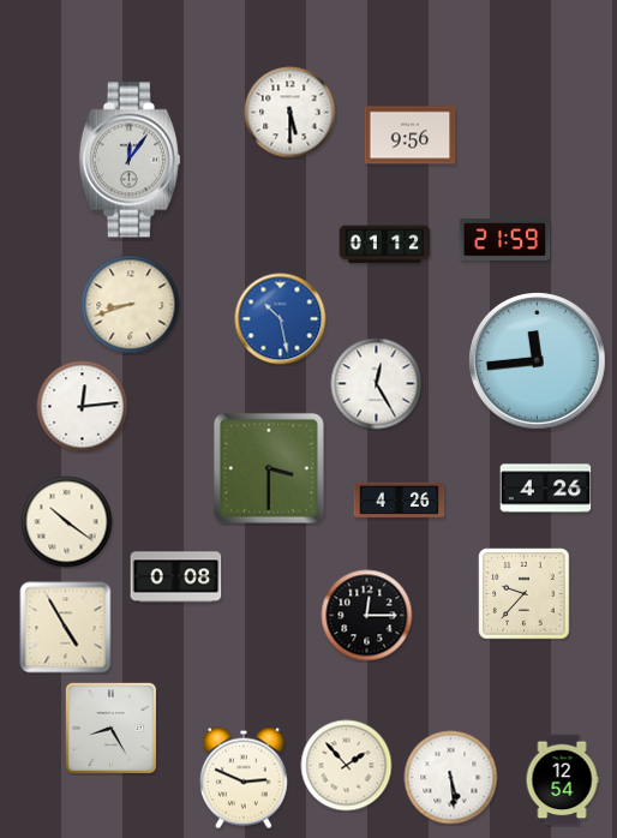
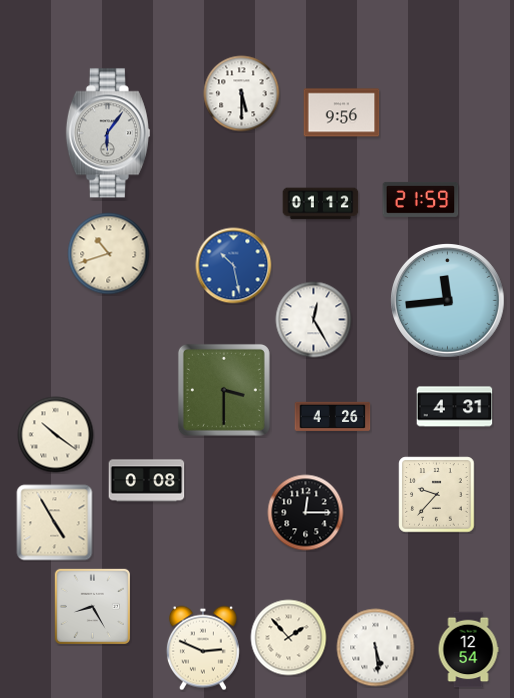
clock at (130, 160): 12:06 -> 6:06
clock at (131, 305): 8:42 -> 10:42
clock at (83, 407): 12:14 -> none
clock at (546, 489): 4:26 -> 4:31
